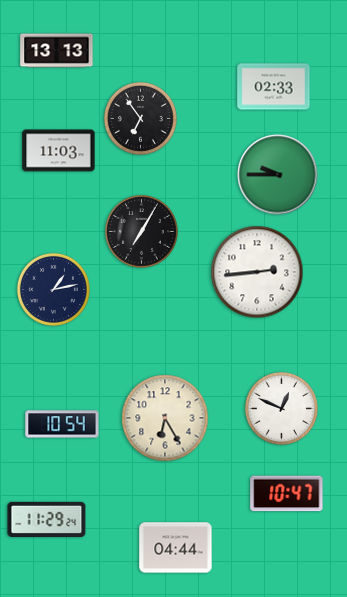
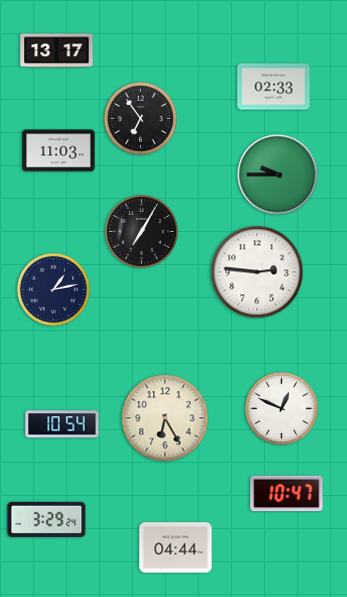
clock at (57, 51): 13:13 -> 13:17
clock at (257, 272): 2:44 -> 2:46
clock at (47, 519): 11:29 -> 3:29
